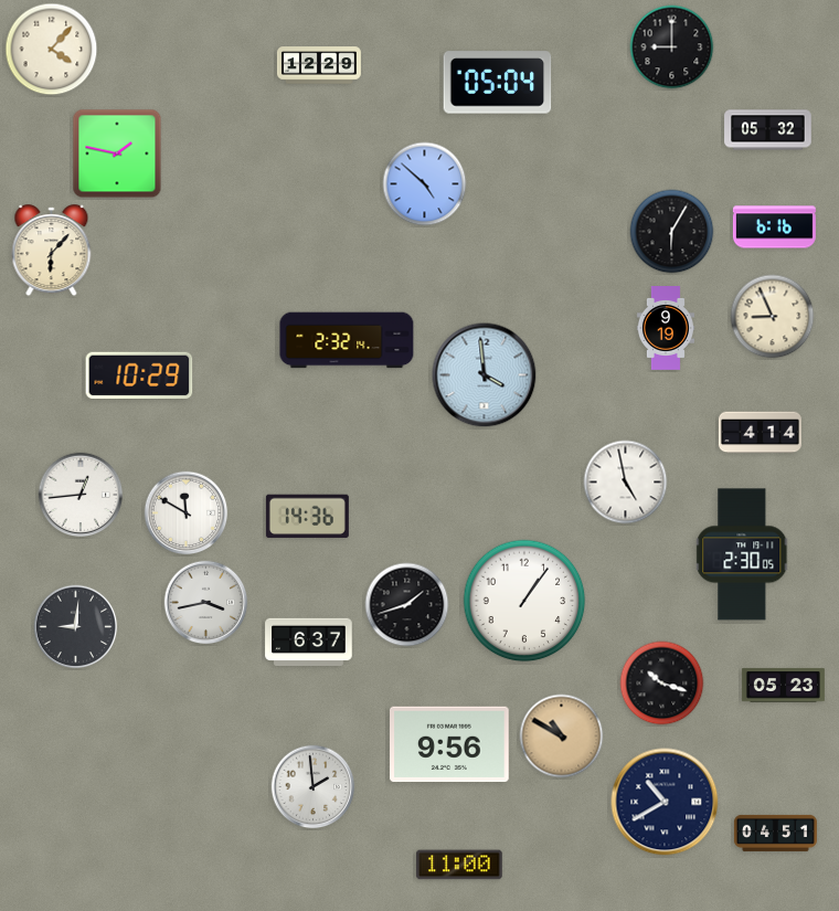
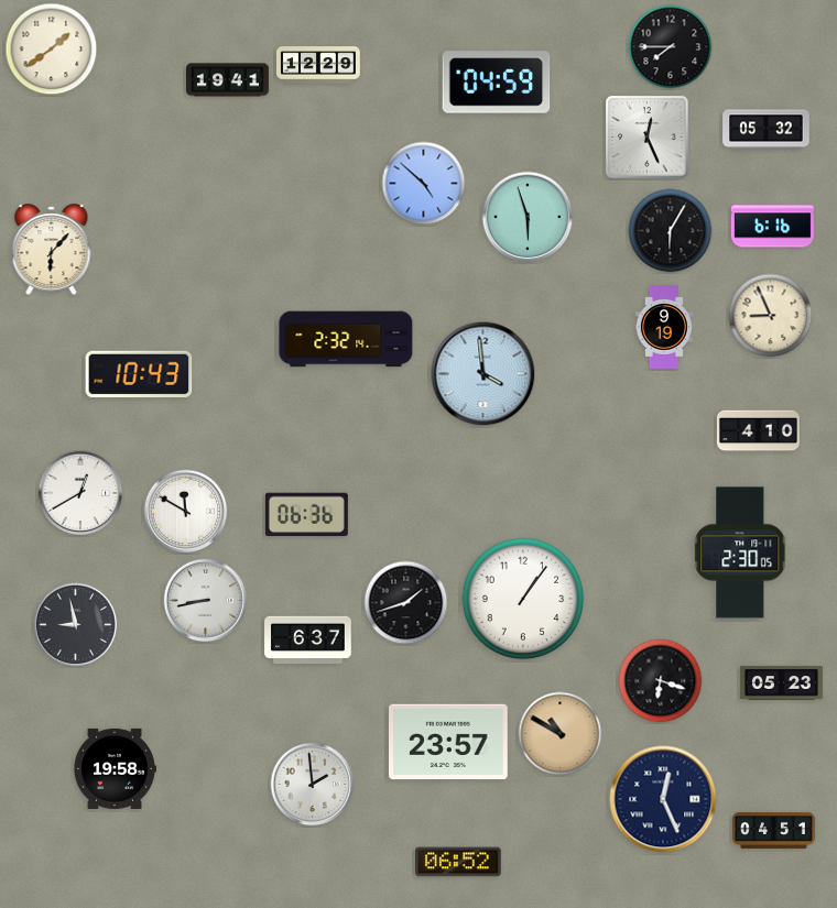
clock at (672, 47): 9:00 -> 7:45
clock at (52, 50): 4:07 -> 1:39
clock at (227, 80): none -> 19:41
clock at (498, 83): 05:04 -> 04:59
clock at (648, 138): none -> 12:26
clock at (117, 153): 1:47 -> none
clock at (528, 217): none -> 5:57
clock at (139, 375): 10:29 -> 10:43
clock at (760, 433): 4:14 -> 4:10
clock at (626, 483): 4:58 -> none
clock at (81, 495): 12:44 -> 12:40
clock at (307, 517): 14:36 -> 06:36
clock at (206, 603): 3:43 -> 8:43
clock at (76, 627): 9:01 -> 8:58
clock at (662, 684): 10:18 -> 6:18
clock at (450, 744): 9:56 -> 23:57
clock at (115, 768): none -> 19:58
clock at (665, 802): 10:40 -> 12:26
clock at (460, 865): 11:00 -> 06:52
